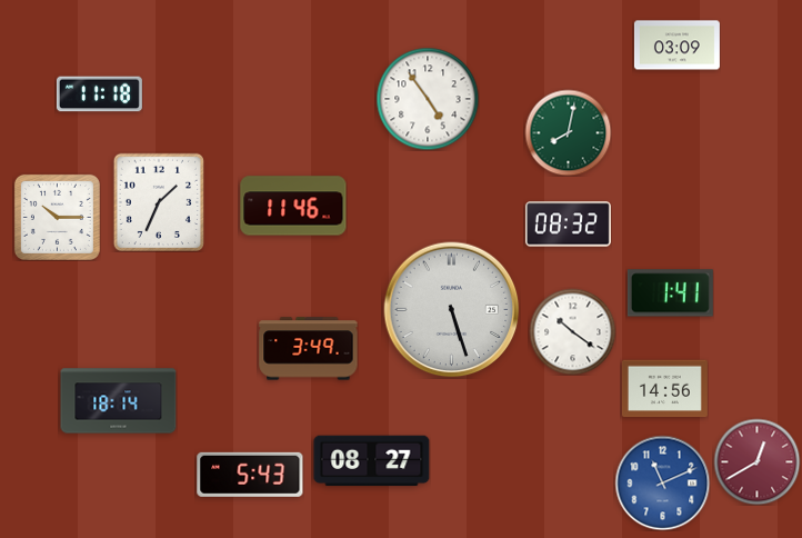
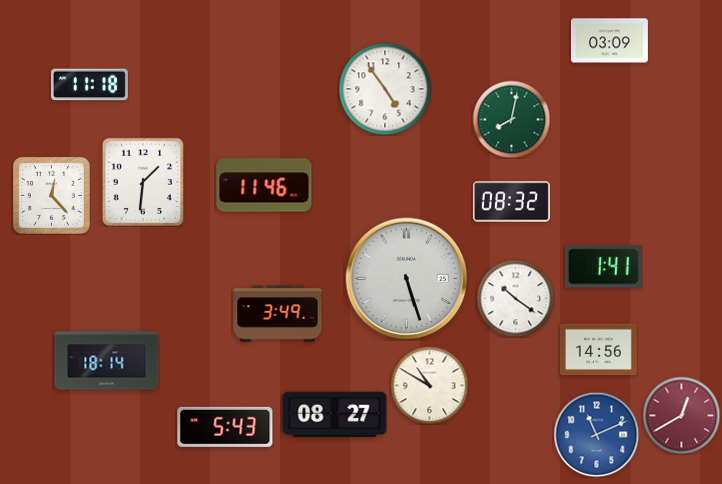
clock at (158, 201): 1:34 -> 1:31
clock at (57, 217): 10:15 -> 12:23
clock at (670, 293) position: (670, 293) -> (603, 267)
clock at (429, 385): none -> 10:50
